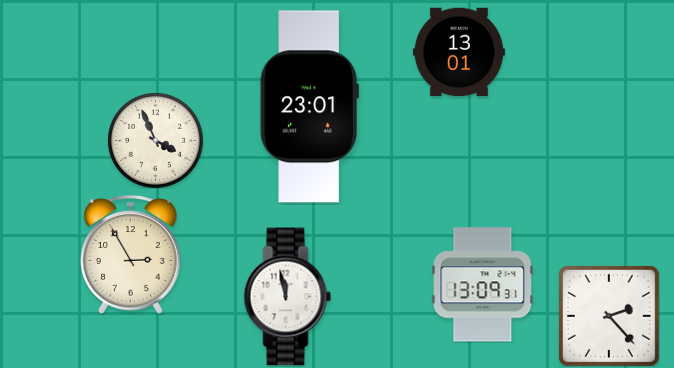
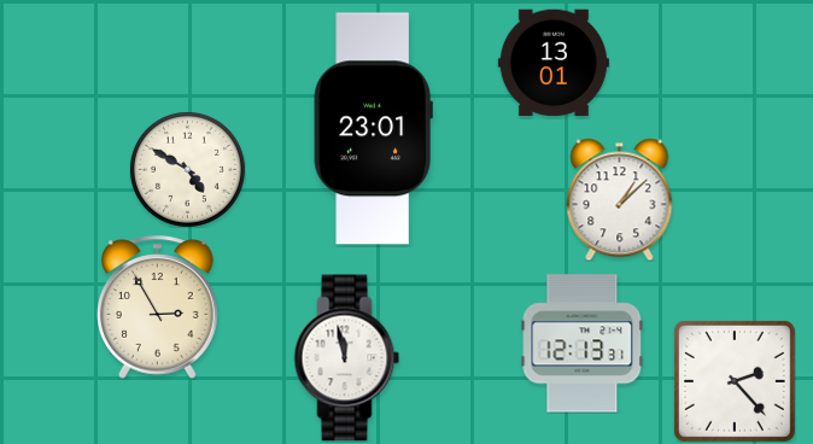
clock at (155, 140): 3:56 -> 4:50
clock at (620, 199): none -> 1:08
clock at (483, 285): 13:09 -> 12:13
